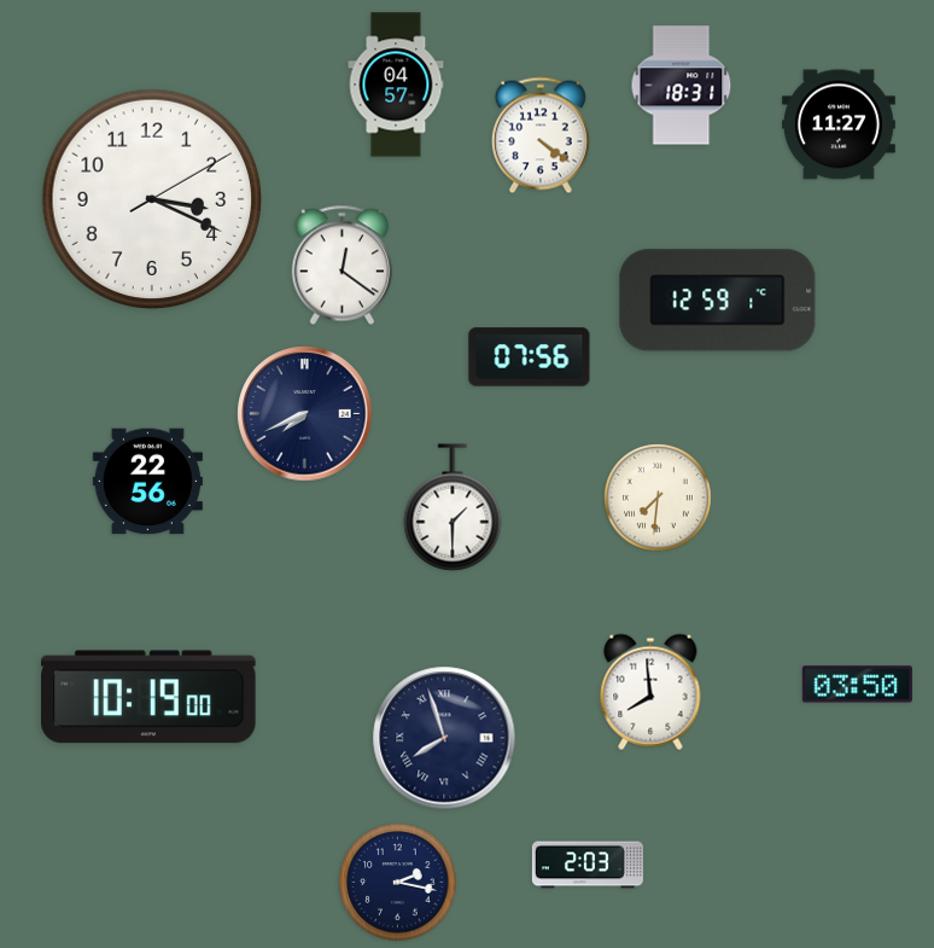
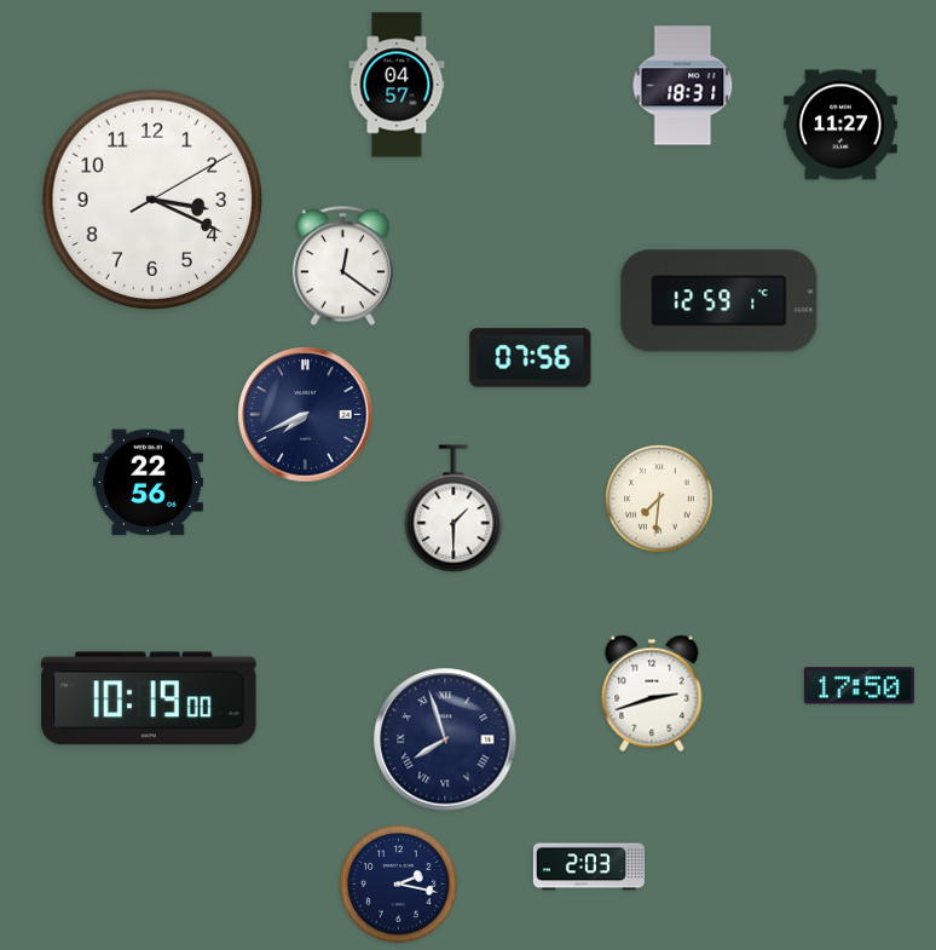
clock at (541, 135): 4:21 -> none
clock at (857, 685): 03:50 -> 17:50
clock at (650, 692): 7:59 -> 2:42
